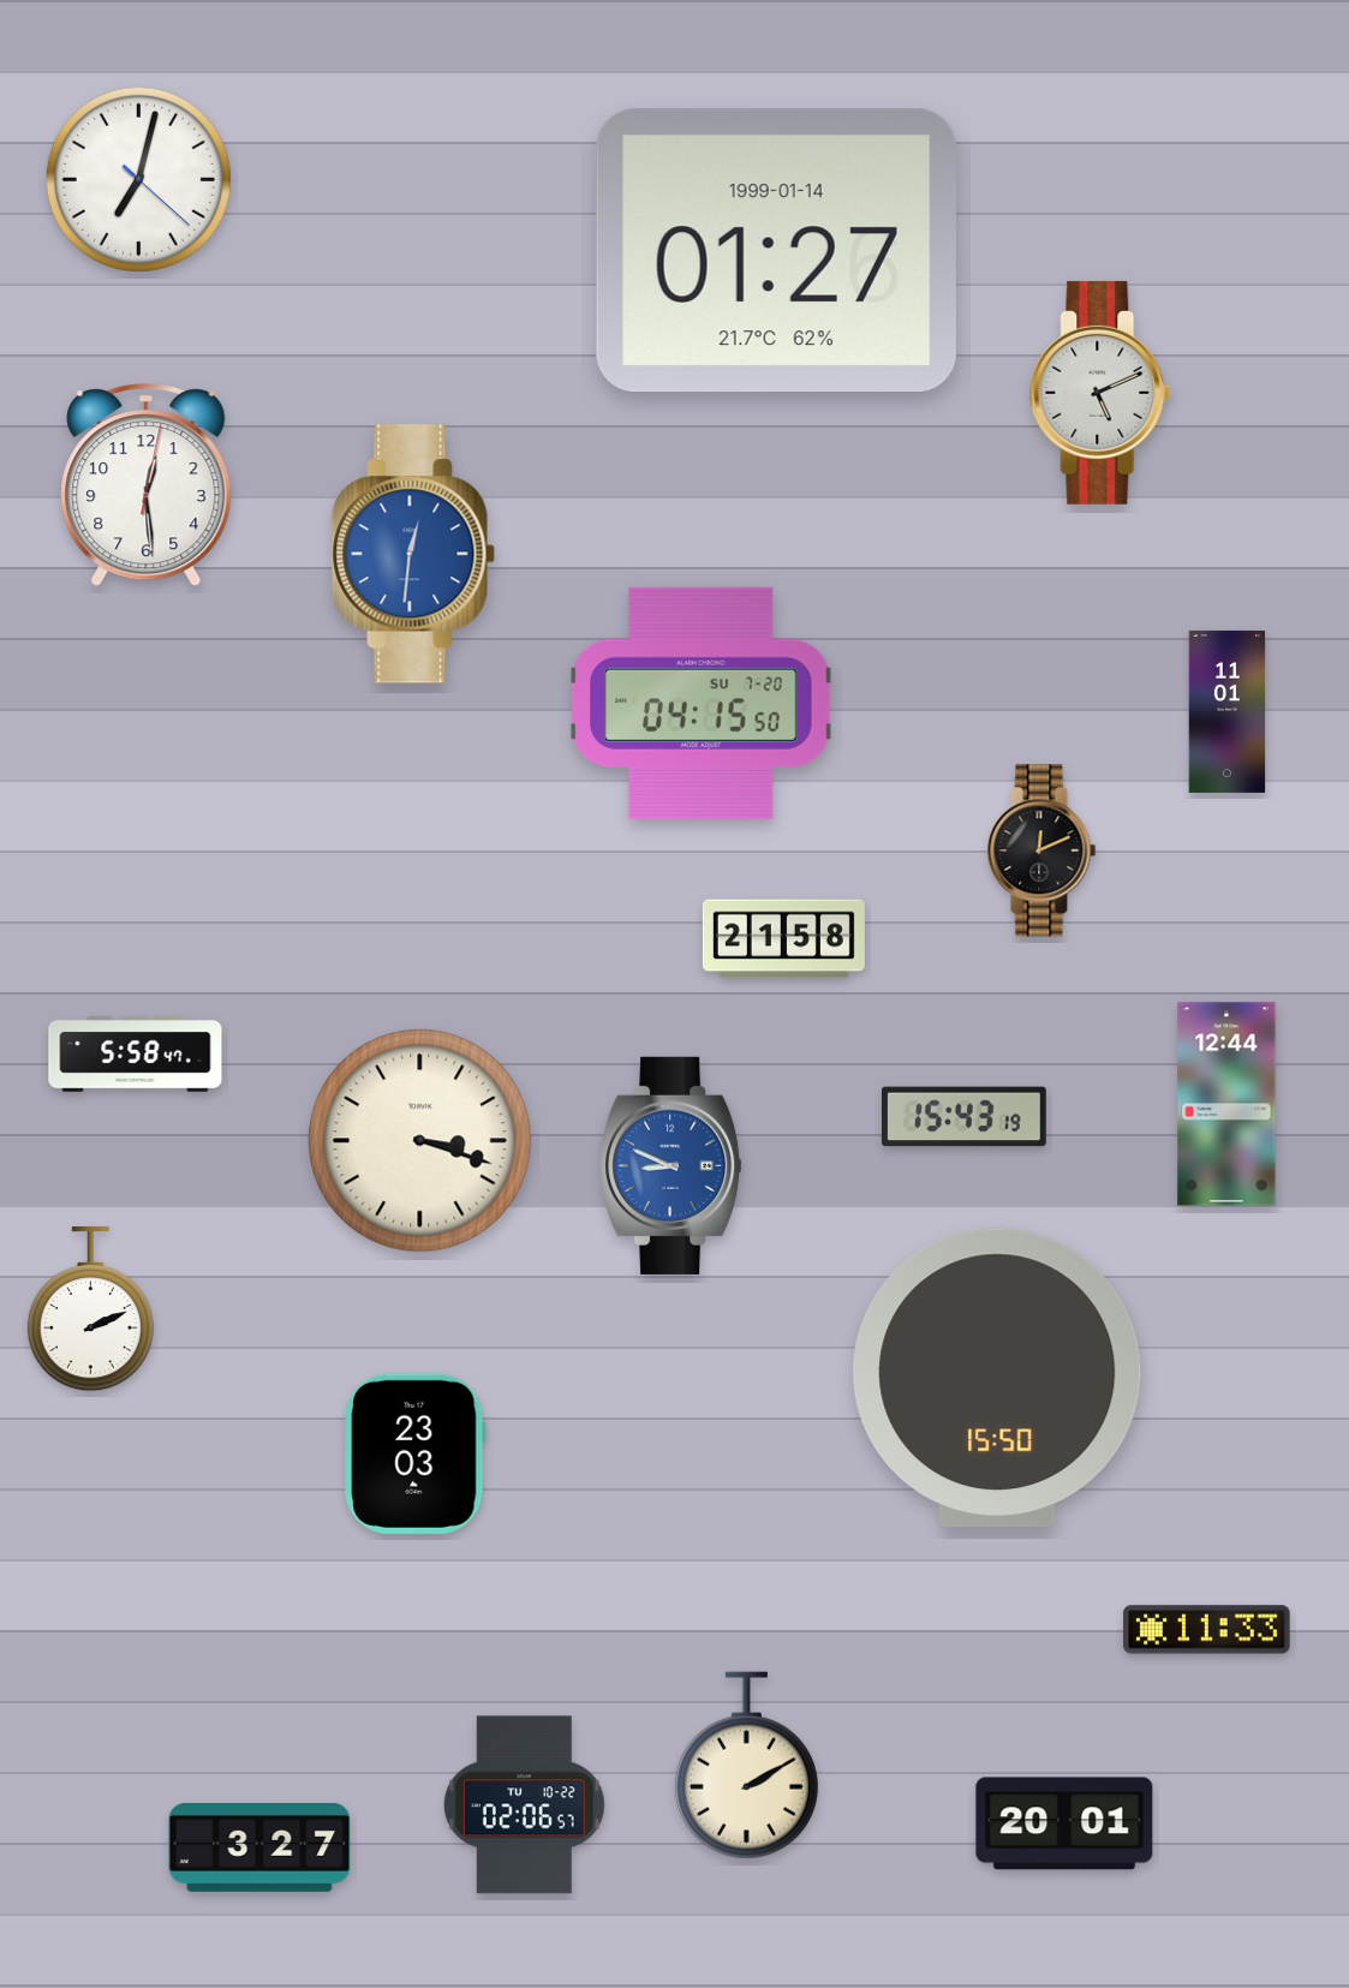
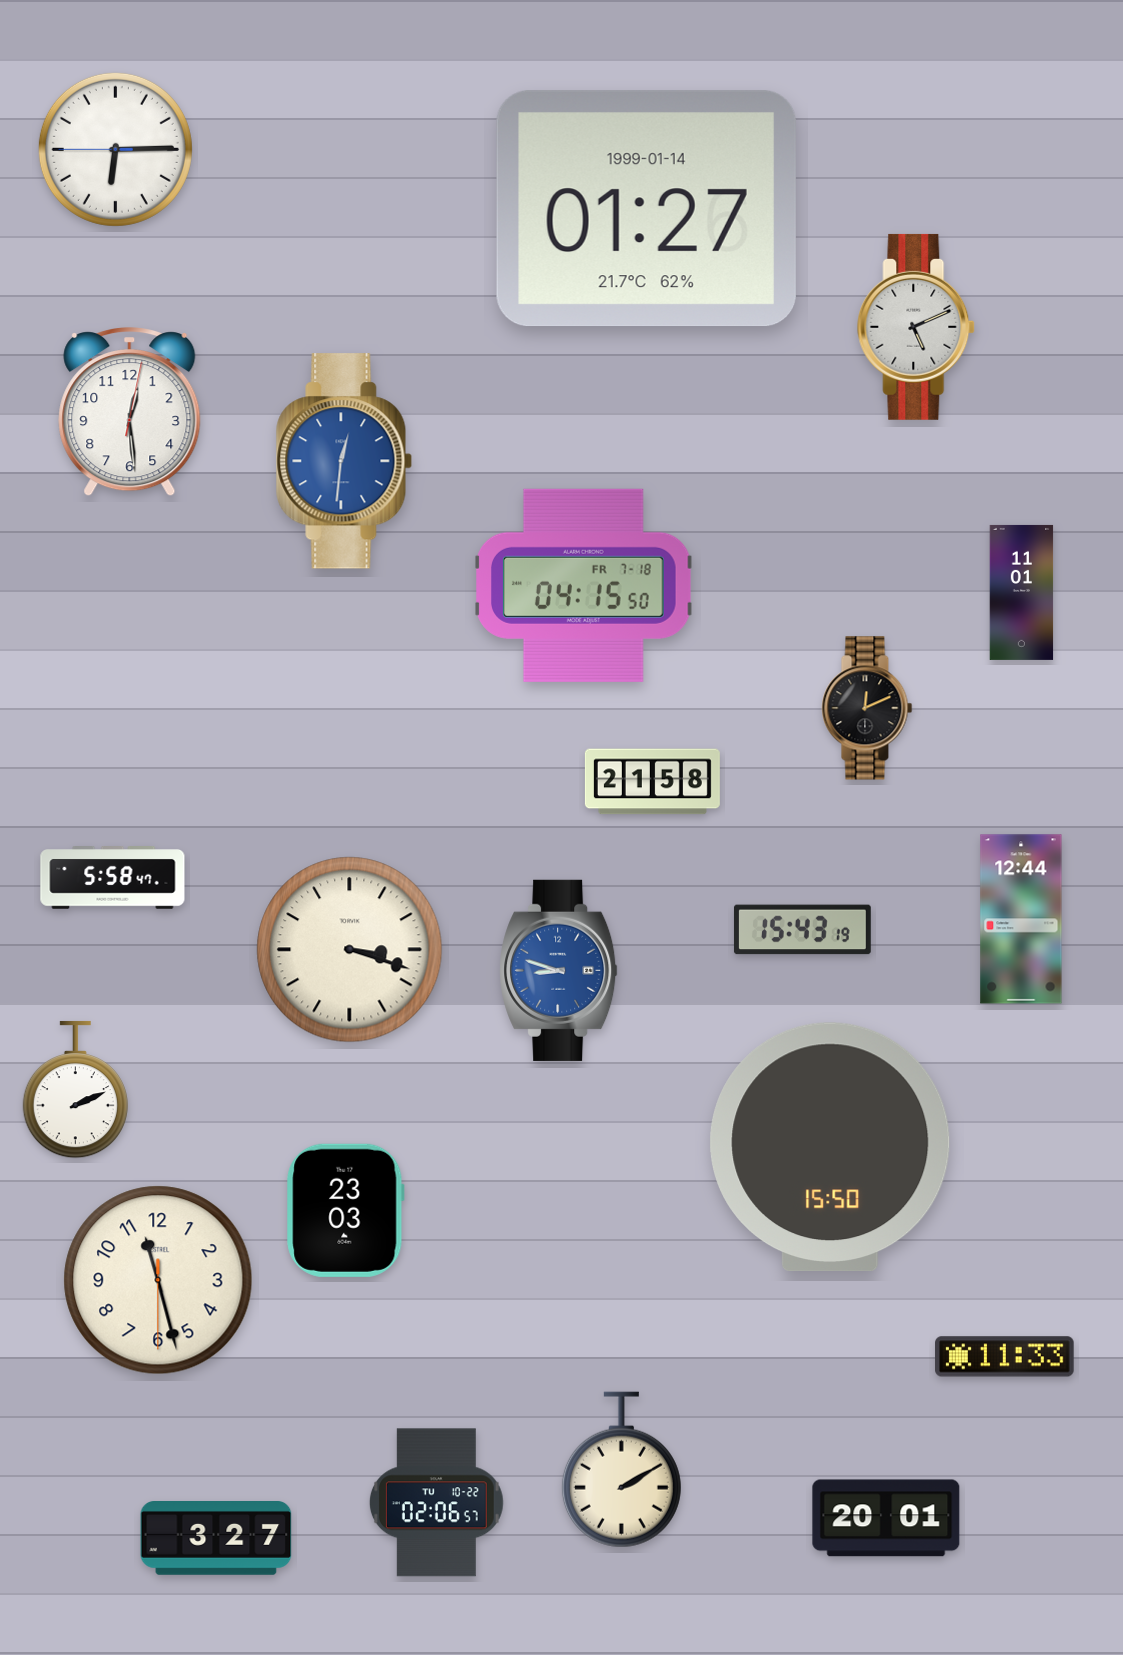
clock at (138, 179): 7:02 -> 6:14
clock at (147, 486) position: (147, 486) -> (130, 413)
clock at (702, 703) date: SU 7-20 -> FR 7-18
clock at (671, 1165): 8:49 -> 8:48
clock at (158, 1280): none -> 11:27
